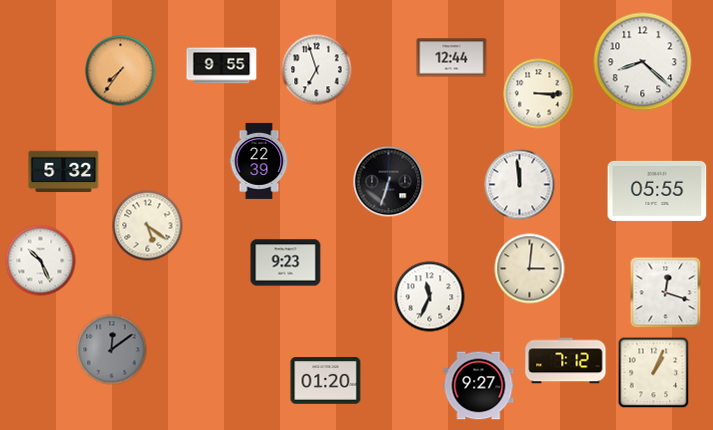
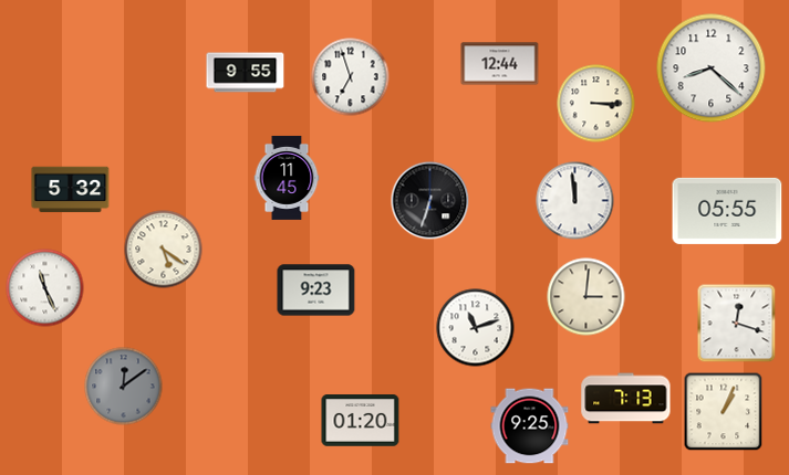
clock at (121, 71): 7:36 -> none
clock at (259, 161): 22:39 -> 11:45
clock at (520, 185) position: (520, 185) -> (575, 201)
clock at (41, 261): 10:26 -> 11:26
clock at (430, 297): 11:34 -> 11:12
clock at (566, 361): 7:12 -> 7:13
clock at (479, 386): 9:27 -> 9:25
